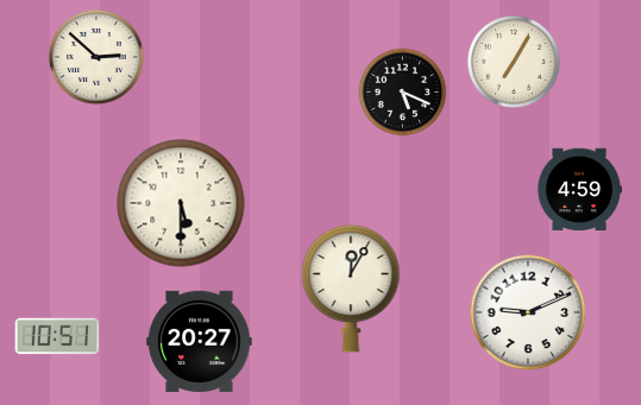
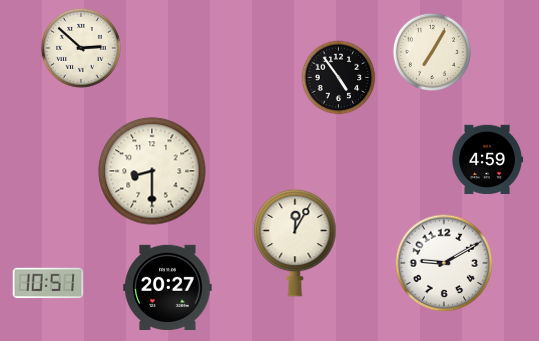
clock at (403, 93): 5:19 -> 4:54
clock at (181, 203): 5:30 -> 8:30
clock at (528, 312): 9:11 -> 9:10
